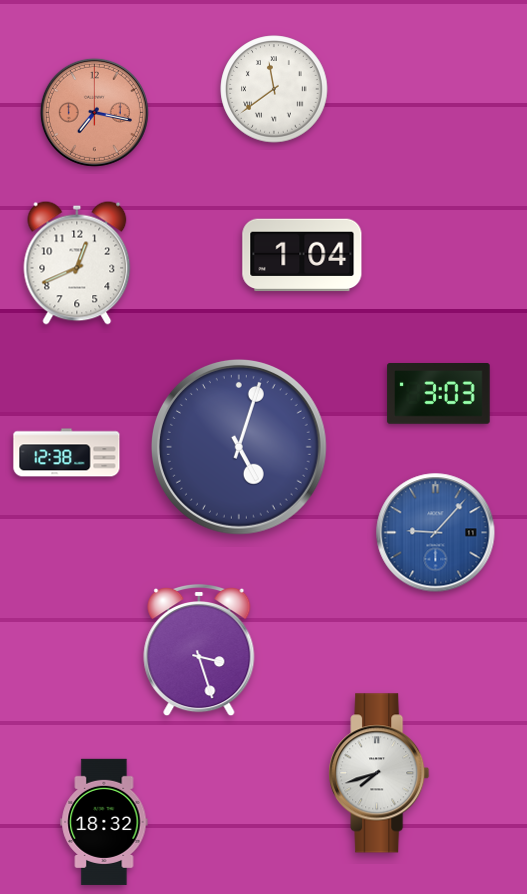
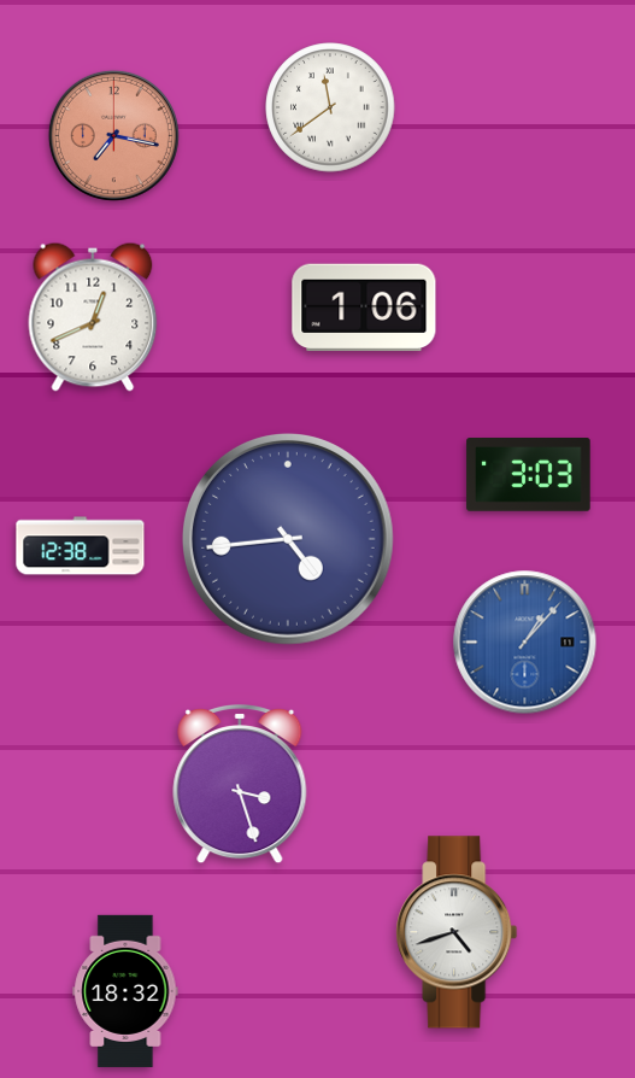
clock at (302, 255): 1:04 -> 1:06
clock at (239, 447): 5:03 -> 4:44
clock at (436, 533): 9:07 -> 1:07
clock at (379, 773): 7:42 -> 4:42
